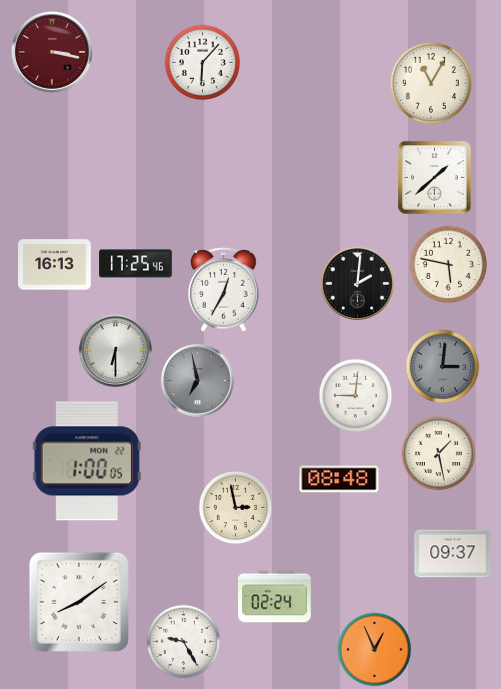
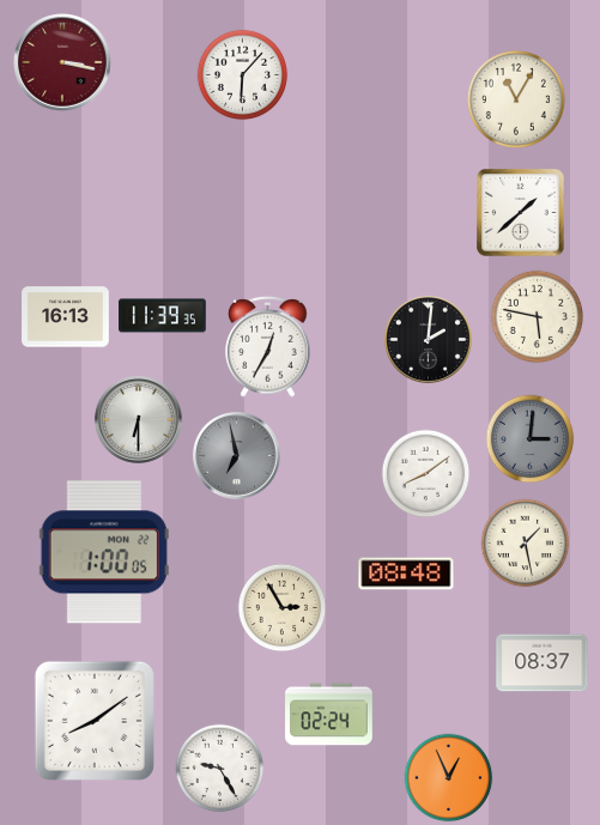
clock at (136, 264): 17:25 -> 11:39
clock at (356, 396): 9:01 -> 8:09
clock at (236, 508): 2:58 -> 2:55
clock at (453, 554): 09:37 -> 08:37
